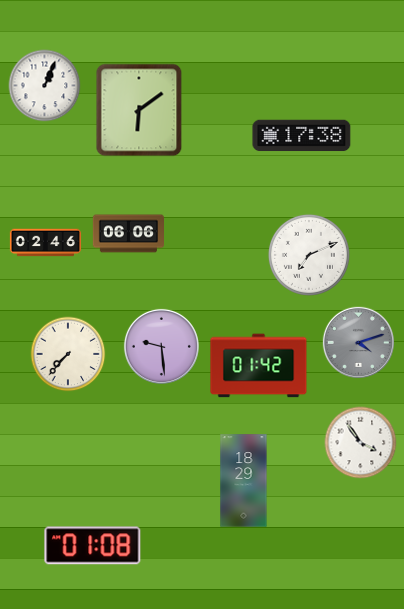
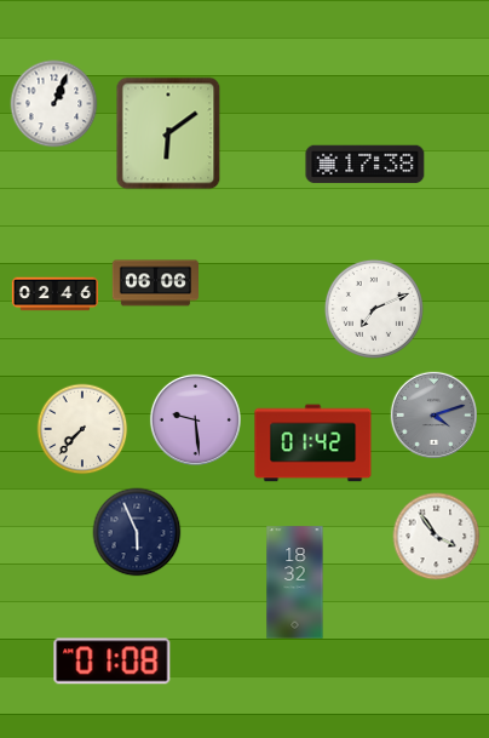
clock at (137, 532): none -> 5:56
clock at (244, 481): 18:29 -> 18:32
